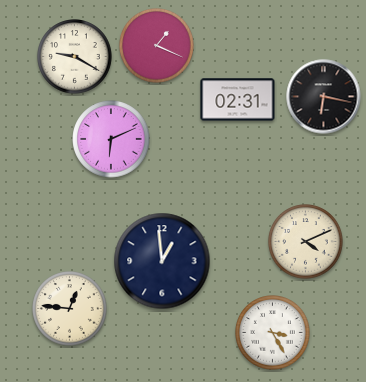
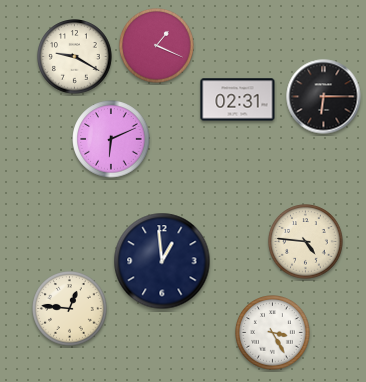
clock at (324, 97): 6:17 -> 6:15
clock at (306, 242): 4:11 -> 4:46
